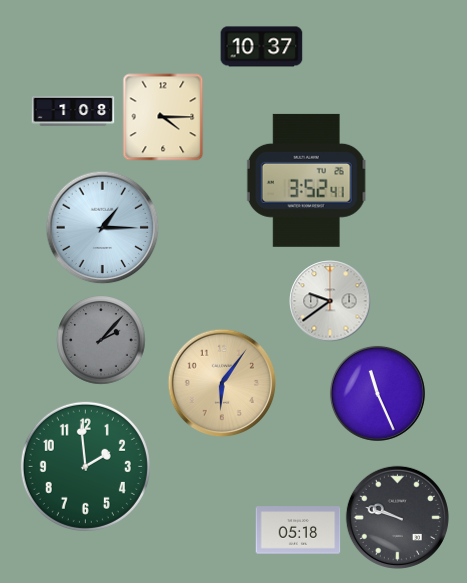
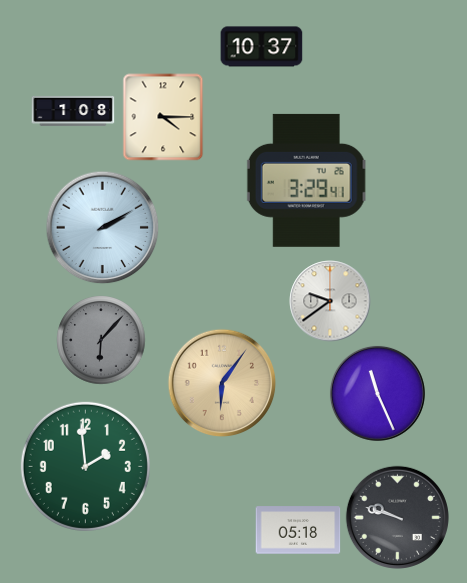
clock at (306, 180): 3:52 -> 3:29
clock at (103, 228): 1:15 -> 2:10
clock at (101, 340): 2:07 -> 6:07
